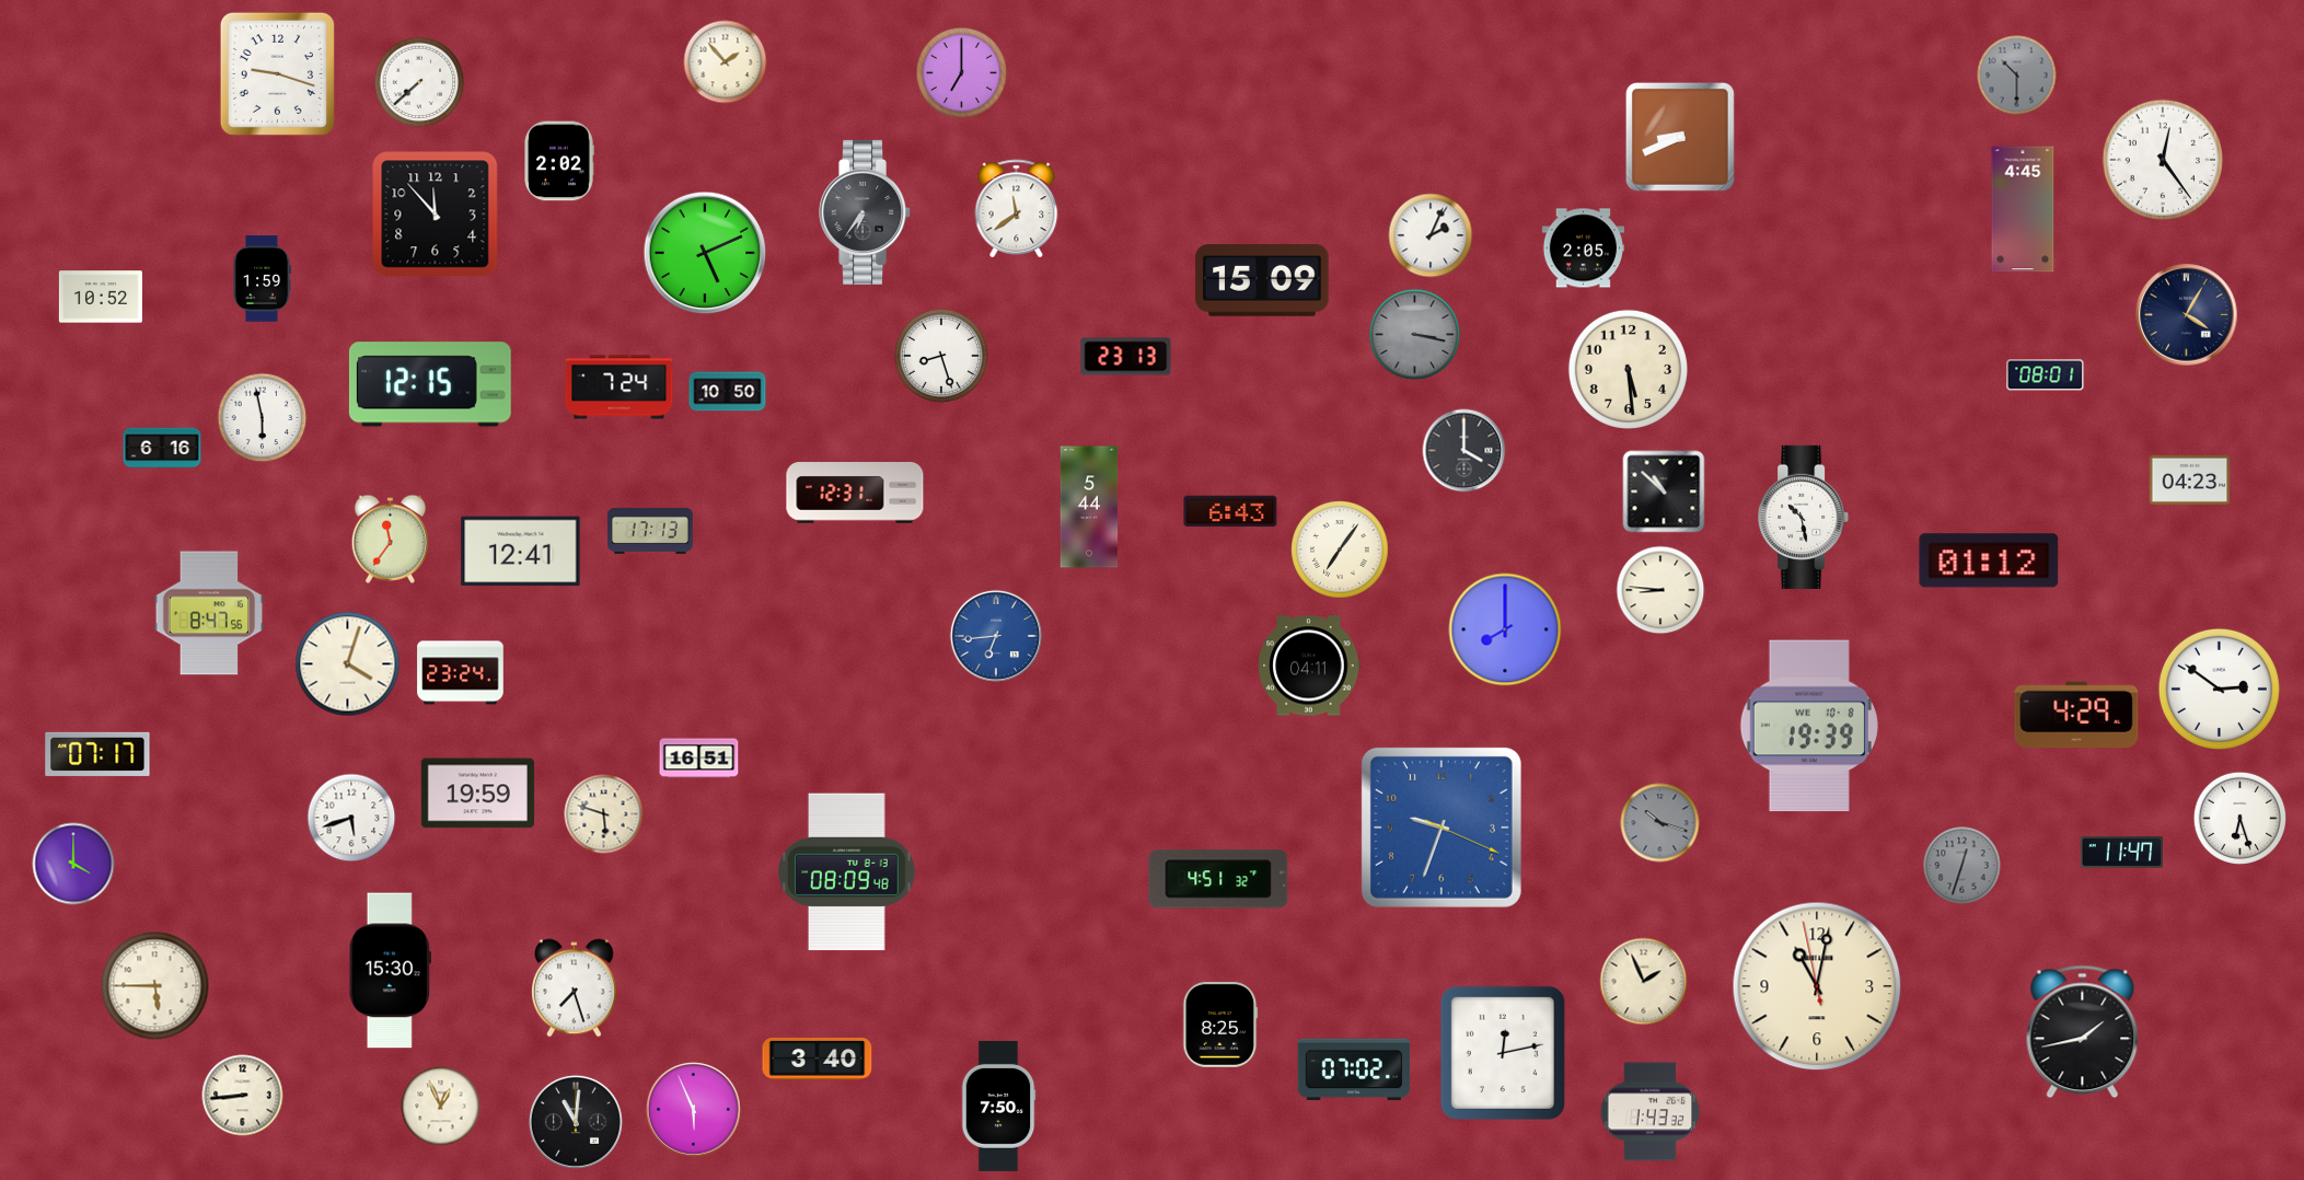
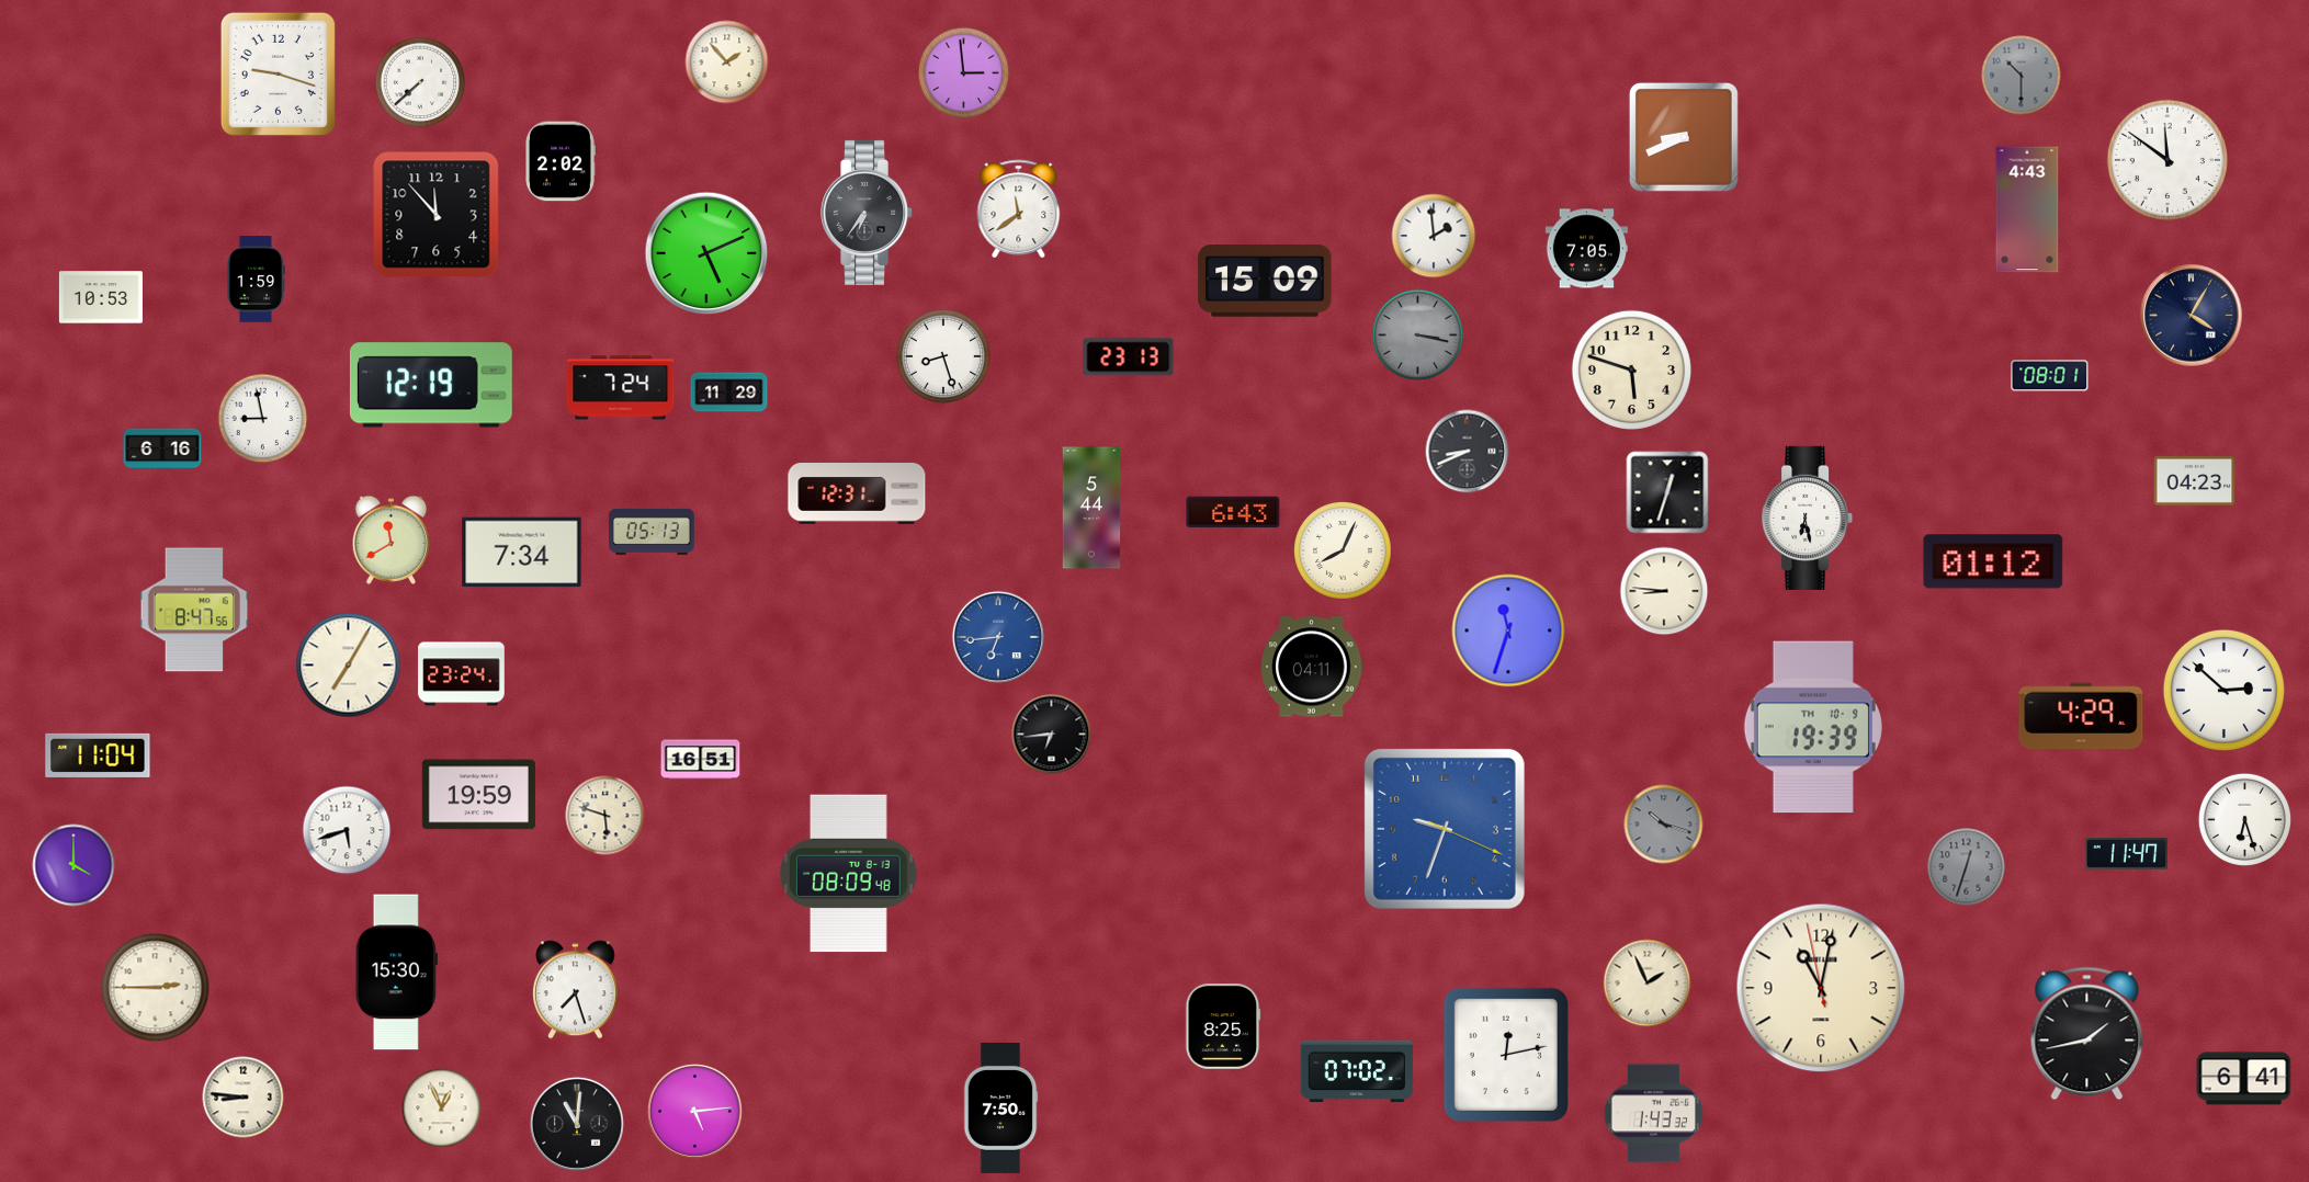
clock at (962, 73): 7:00 -> 2:59
clock at (2163, 160): 12:24 -> 11:51
clock at (2023, 209): 4:45 -> 4:43
clock at (1431, 235): 2:04 -> 1:59
clock at (1583, 248): 2:05 -> 7:05
clock at (263, 279) position: (263, 279) -> (257, 280)
clock at (101, 297): 10:52 -> 10:53
clock at (1628, 369): 5:29 -> 5:48
clock at (430, 384): 12:15 -> 12:19
clock at (728, 392): 10:50 -> 11:29
clock at (263, 418): 5:58 -> 8:58
clock at (1464, 451): 4:00 -> 8:41
clock at (1664, 491): 10:52 -> 12:33
clock at (1804, 517): 10:28 -> 6:28
clock at (650, 531): 17:13 -> 05:13
clock at (390, 539): 11:36 -> 11:40
clock at (1341, 551): 7:06 -> 8:04
clock at (521, 552): 12:41 -> 7:34
clock at (209, 613) position: (209, 613) -> (194, 610)
clock at (1505, 629): 8:00 -> 11:33
clock at (348, 664): 4:03 -> 7:05
clock at (2219, 689): 2:51 -> 2:52
clock at (1809, 726) date: WE 10-8 -> TH 10-9
clock at (1052, 735): none -> 6:44
clock at (97, 754): 07:17 -> 11:04
clock at (351, 818) position: (351, 818) -> (347, 830)
clock at (1218, 879): 4:51 -> none
clock at (390, 971) position: (390, 971) -> (396, 973)
clock at (155, 986): 5:45 -> 2:45
clock at (818, 1060): 3:40 -> none
clock at (2244, 1079): none -> 6:41
clock at (243, 1096): 8:44 -> 8:46
clock at (693, 1109): 5:56 -> 5:14
